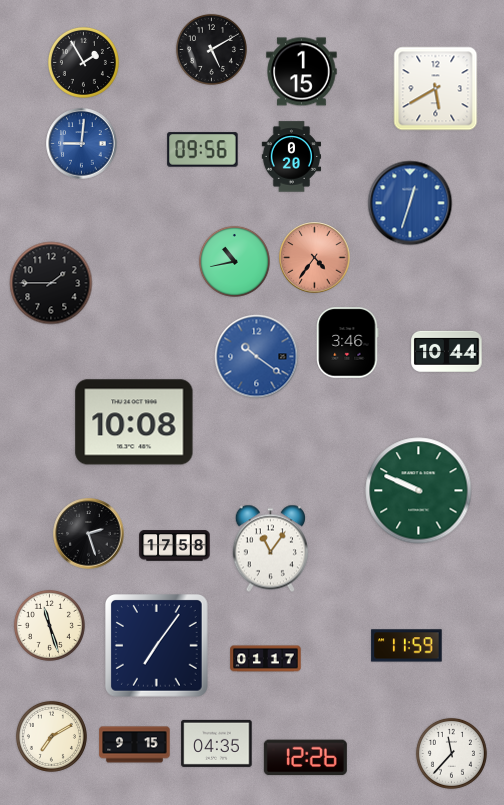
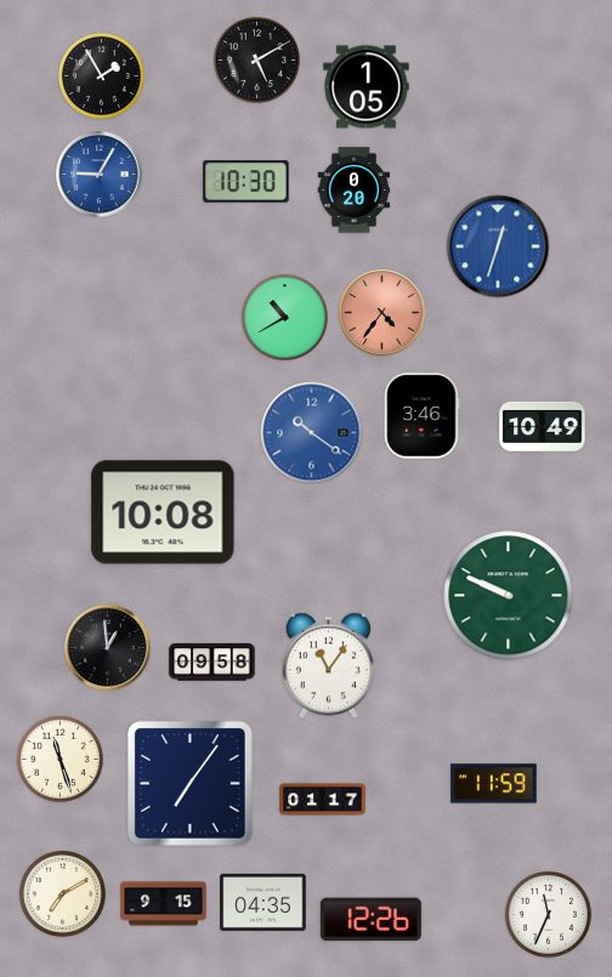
clock at (302, 72): 1:15 -> 1:05
clock at (436, 89): 5:40 -> none
clock at (82, 144): 9:01 -> 9:05
clock at (203, 150): 09:56 -> 10:30
clock at (234, 261): 10:43 -> 10:40
clock at (51, 283): 1:45 -> none
clock at (447, 351): 10:44 -> 10:49
clock at (89, 534): 2:27 -> 12:59
clock at (175, 546): 17:58 -> 09:58
clock at (451, 753): 11:37 -> 11:34
